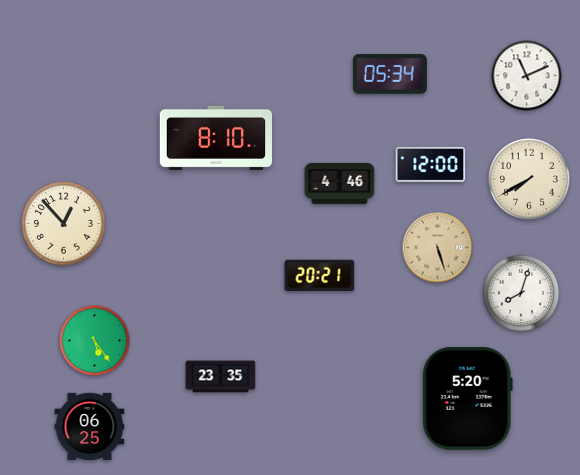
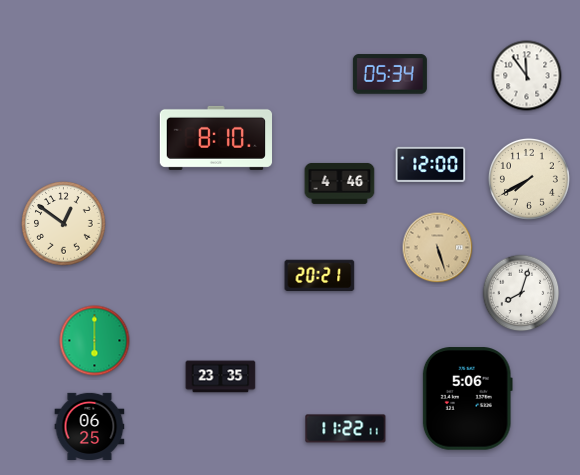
clock at (527, 76): 11:11 -> 11:54
clock at (64, 224): 12:53 -> 12:51
clock at (95, 341): 5:24 -> 6:00
clock at (467, 399): 5:20 -> 5:06
clock at (346, 429): none -> 11:22
